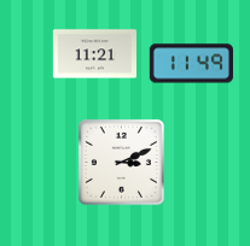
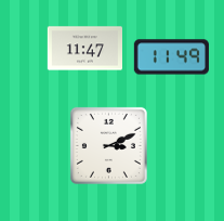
clock at (94, 54): 11:21 -> 11:47
